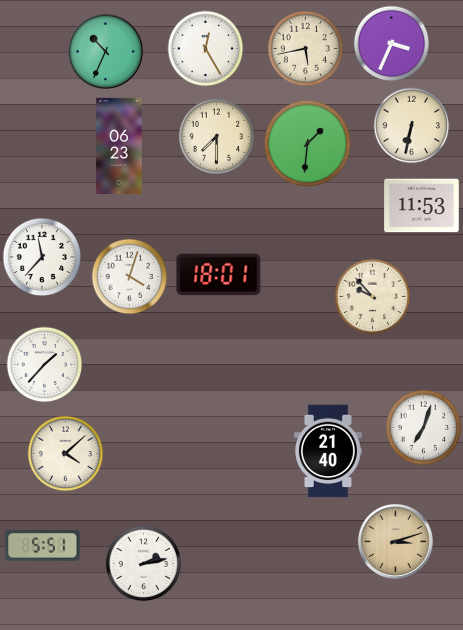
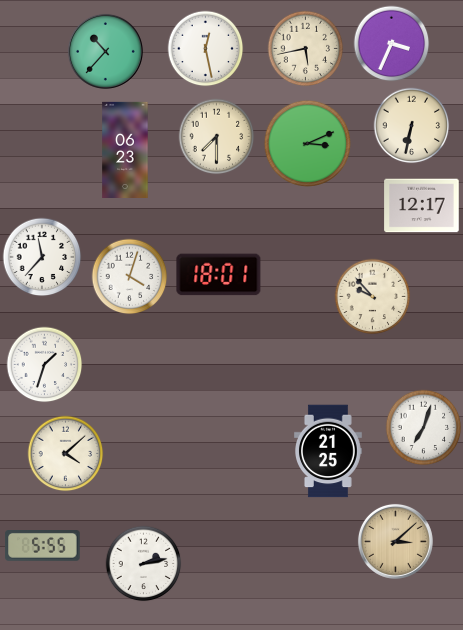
clock at (206, 49): 12:25 -> 12:28
clock at (105, 51): 10:34 -> 10:37
clock at (307, 143): 1:31 -> 3:11
clock at (119, 145) position: (119, 145) -> (125, 149)
clock at (422, 206): 11:53 -> 12:17
clock at (45, 365): 1:37 -> 1:33
clock at (329, 451): 21:40 -> 21:25
clock at (395, 541): 3:12 -> 3:08
clock at (43, 546): 5:51 -> 5:55
